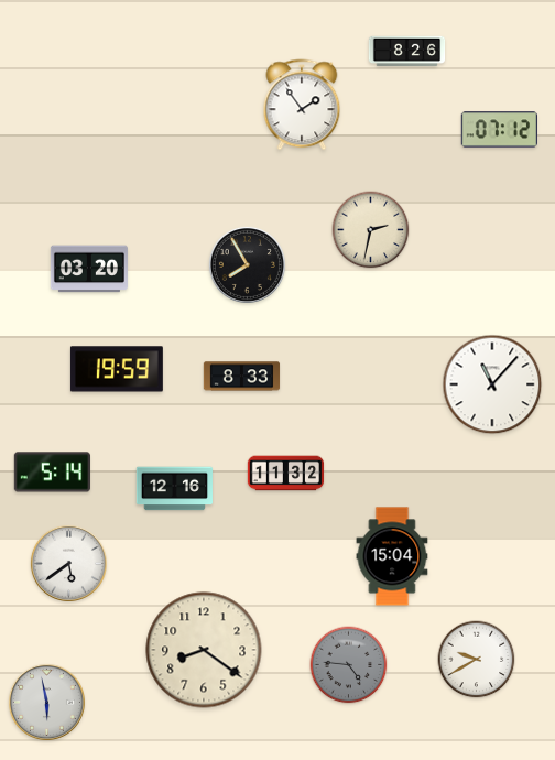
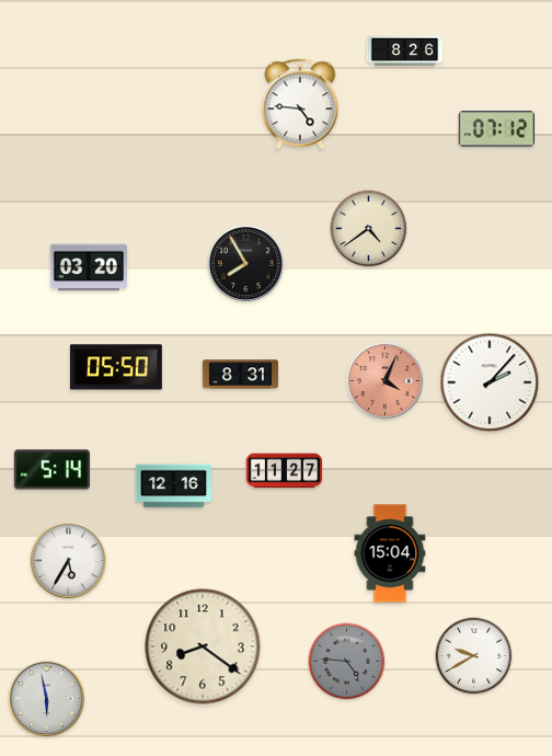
clock at (302, 105): 1:54 -> 4:46
clock at (371, 230): 2:32 -> 4:39
clock at (117, 369): 19:59 -> 05:50
clock at (242, 377): 8:33 -> 8:31
clock at (384, 380): none -> 4:04
clock at (492, 384): 11:07 -> 2:07
clock at (286, 474): 11:32 -> 11:27
clock at (68, 563): 5:39 -> 5:35
